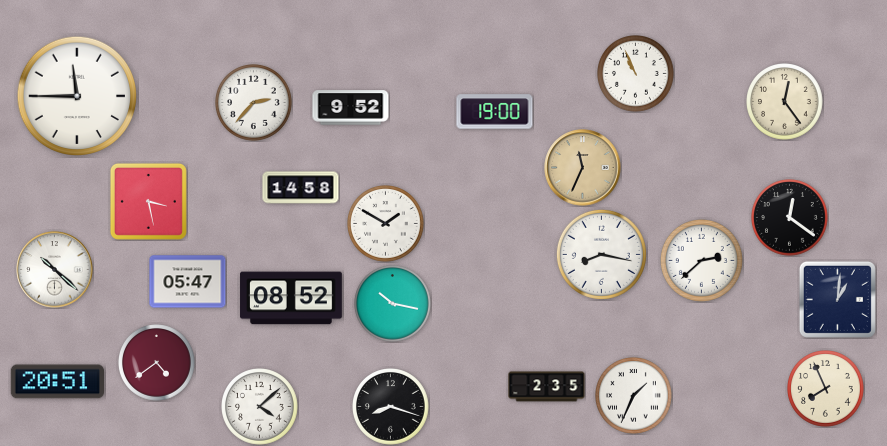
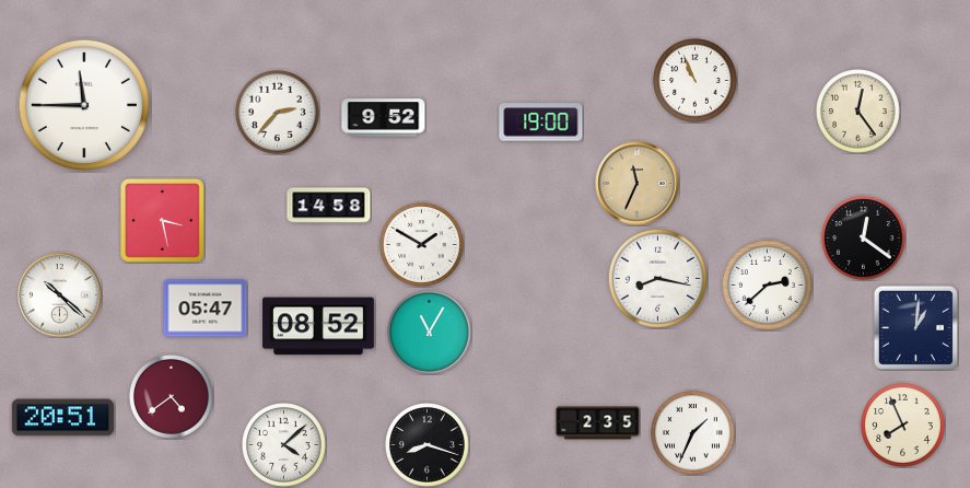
clock at (393, 304): 10:17 -> 11:05
